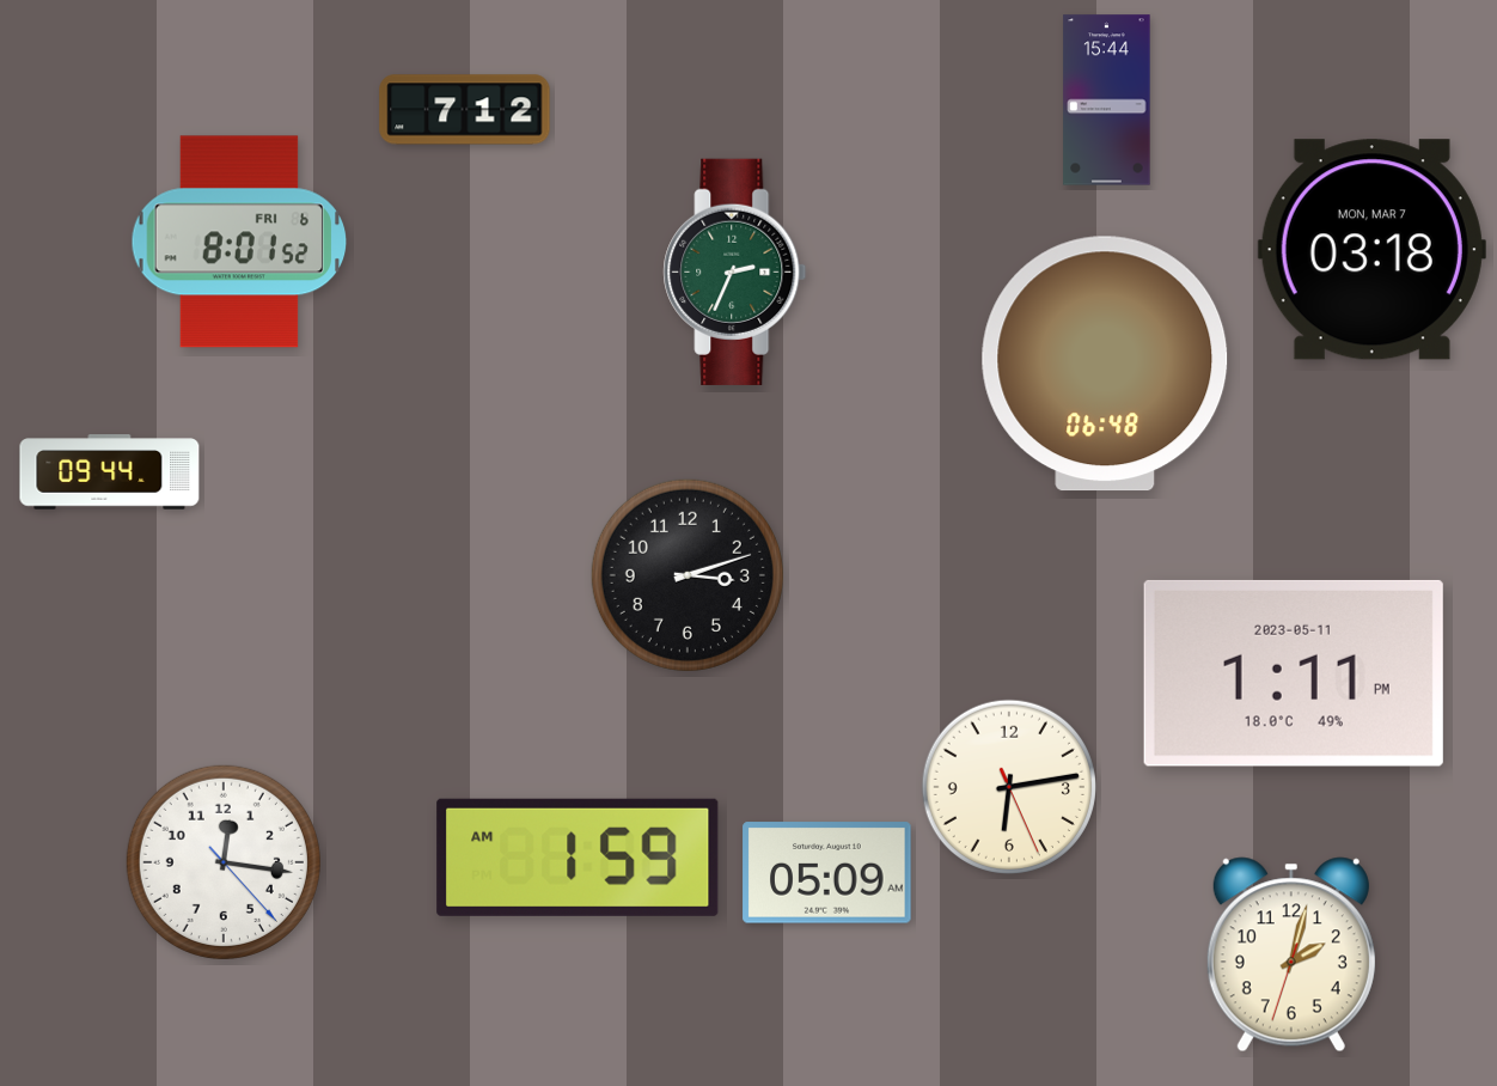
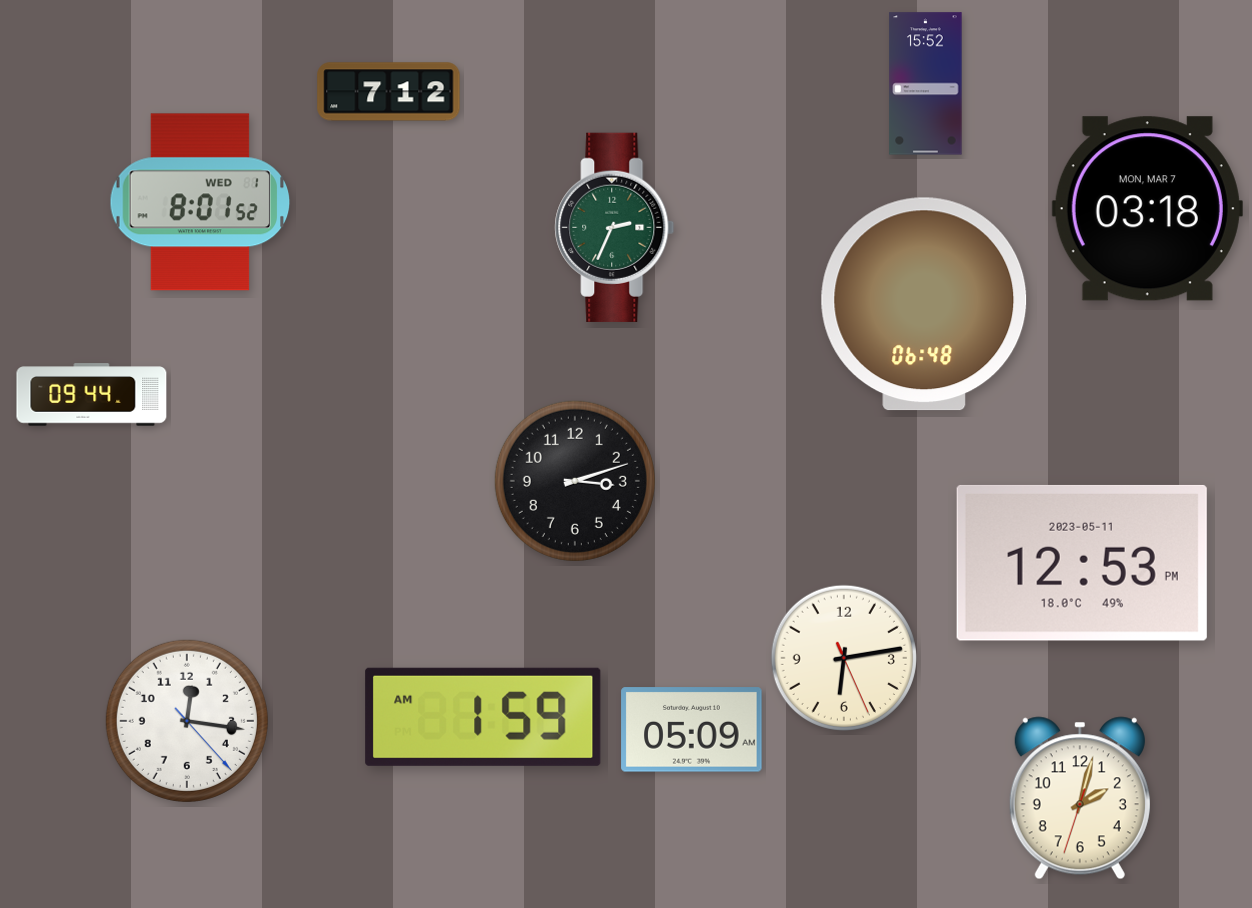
clock at (1107, 100): 15:44 -> 15:52
clock at (239, 242) date: FRI 6 -> WED 1
clock at (1294, 673): 1:11 -> 12:53
